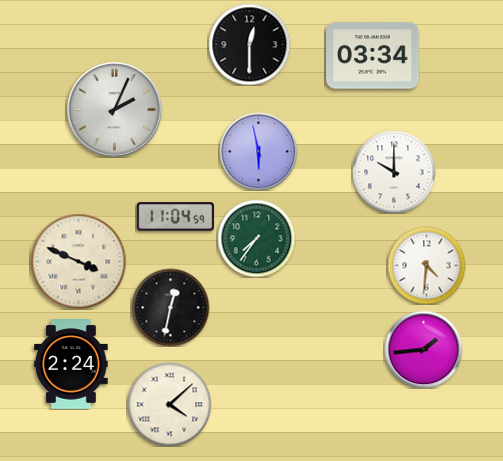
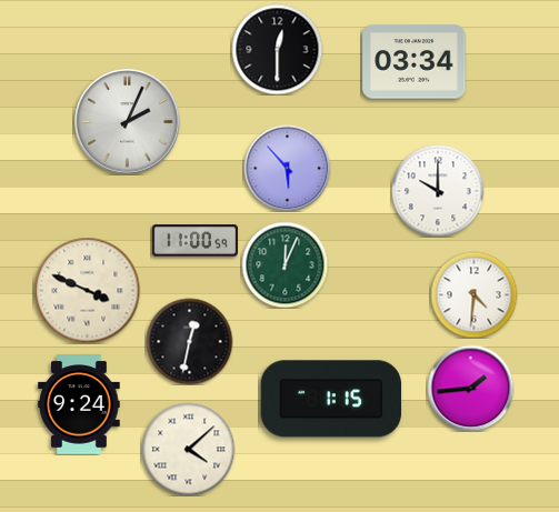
clock at (258, 151): 5:58 -> 5:53
clock at (175, 217): 11:04 -> 11:00
clock at (256, 238): 7:36 -> 12:04
clock at (331, 399): none -> 1:15
clock at (71, 364): 2:24 -> 9:24
